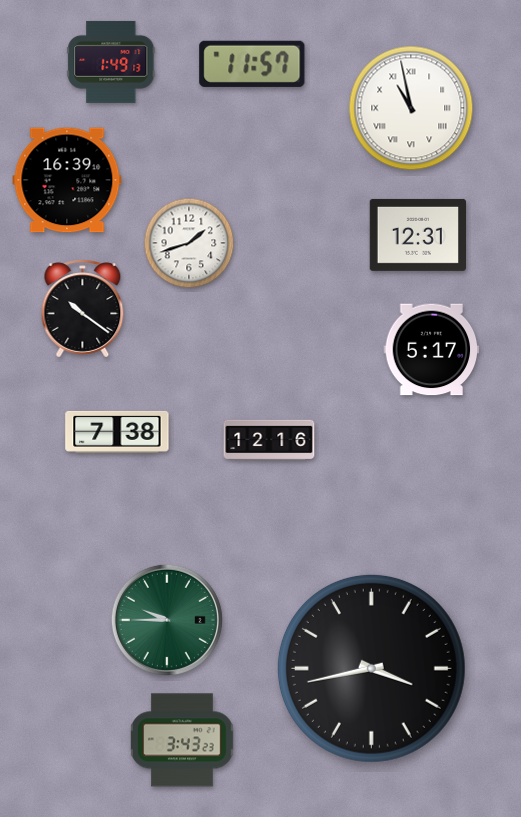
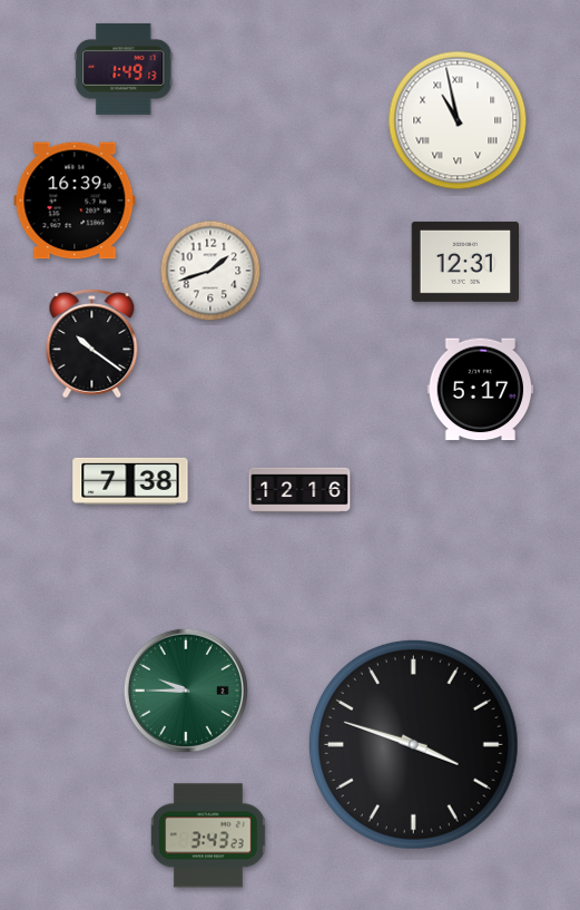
clock at (252, 64): 11:57 -> none
clock at (371, 668): 3:43 -> 3:48
clock at (182, 740) position: (182, 740) -> (208, 835)
